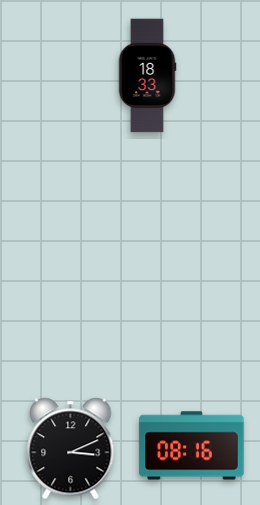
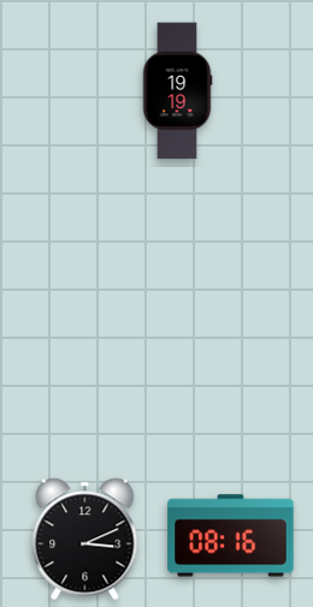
clock at (147, 76): 18:33 -> 19:19
